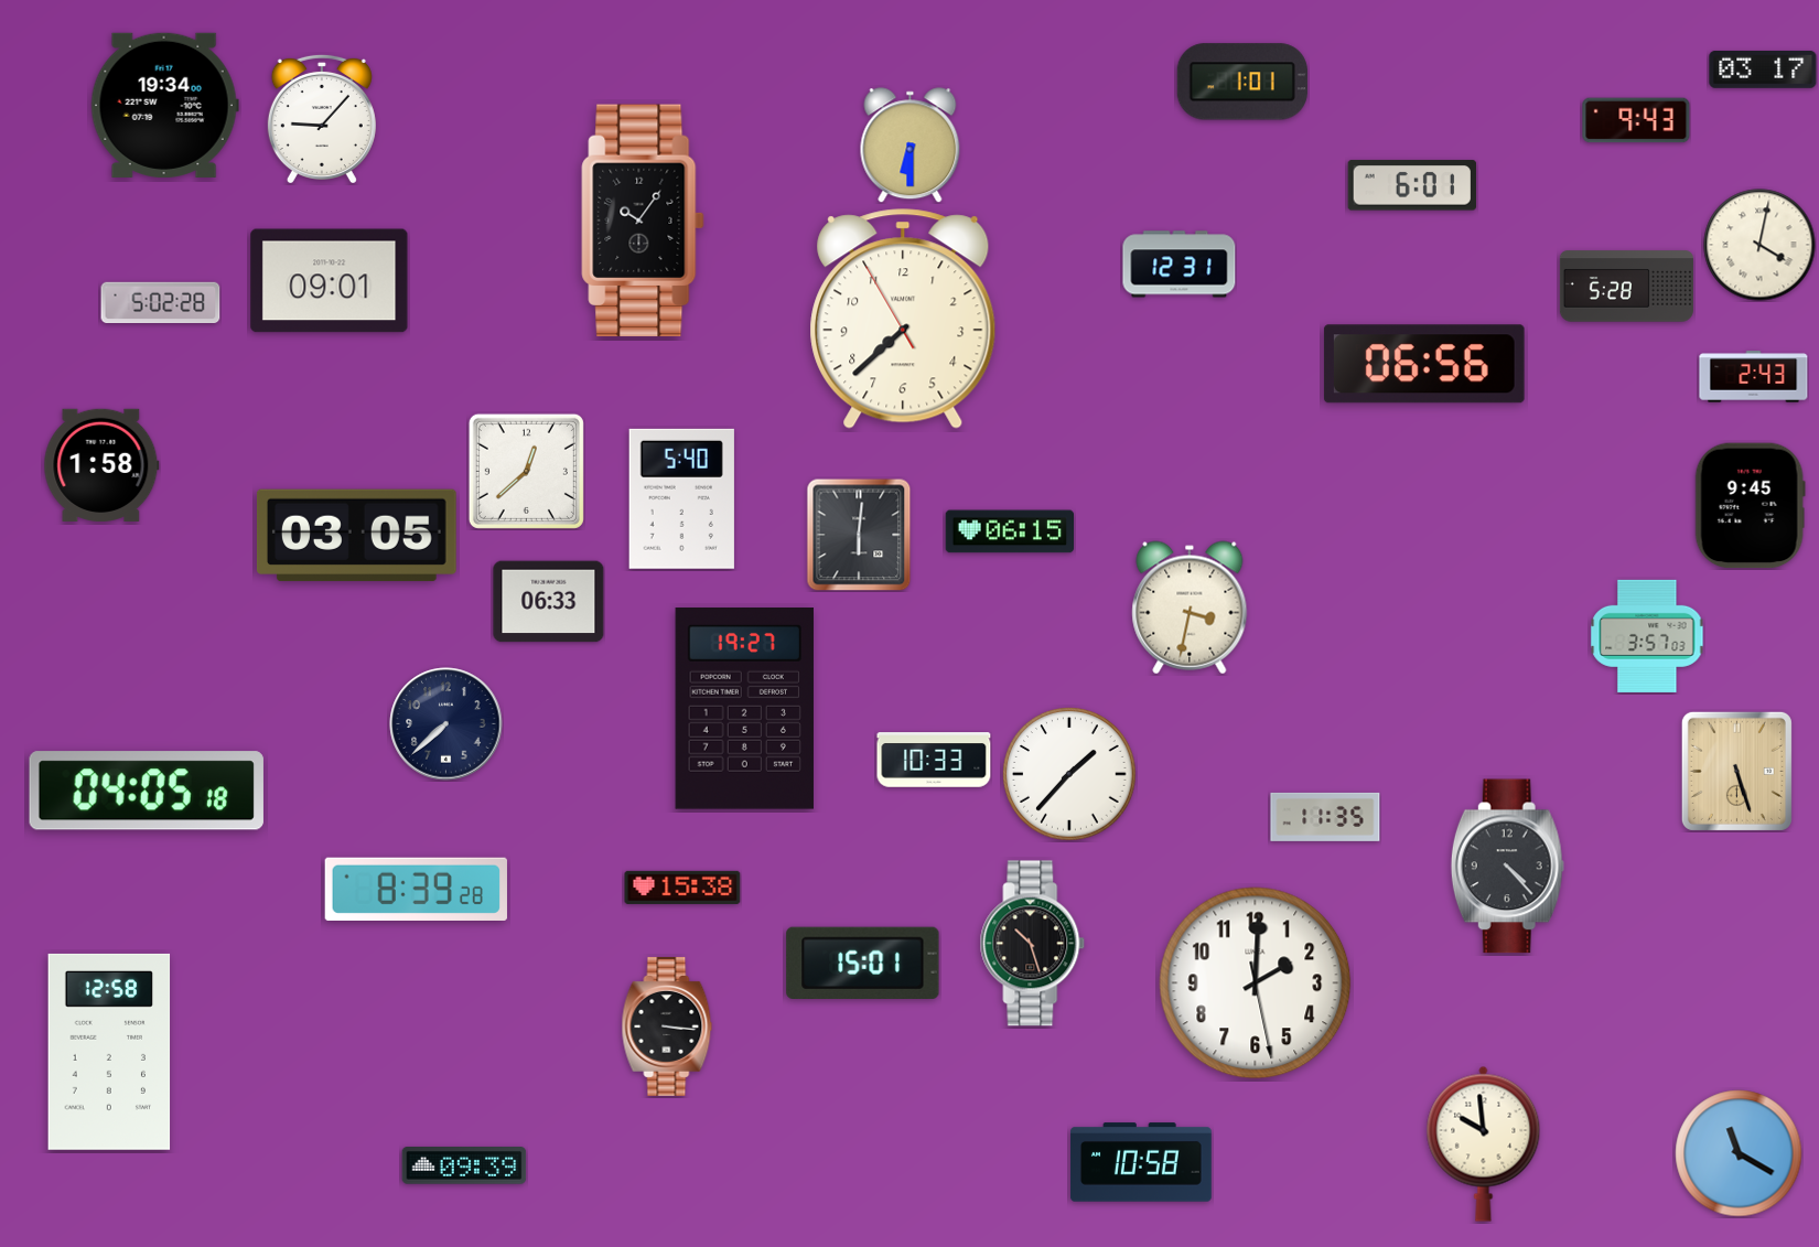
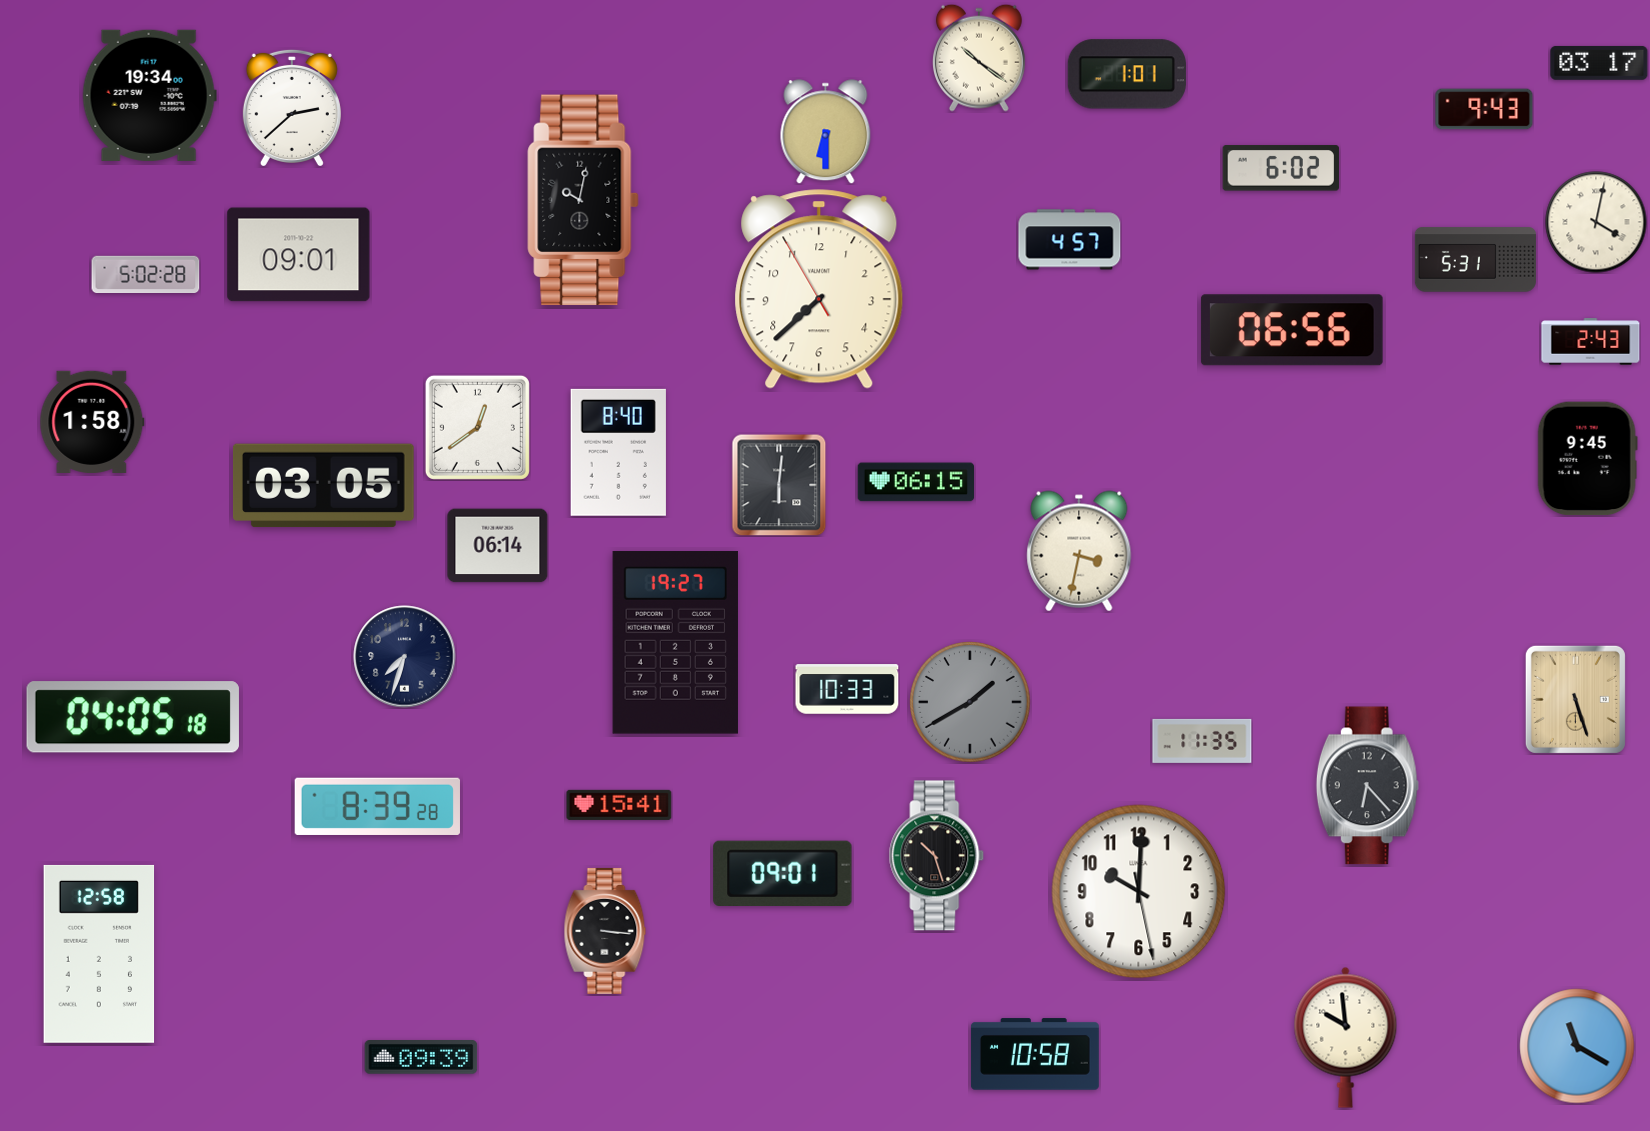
clock at (979, 58): none -> 10:21
clock at (322, 118): 9:07 -> 2:38
clock at (1412, 185): 6:01 -> 6:02
clock at (643, 221): 10:06 -> 10:02
clock at (1180, 265): 12:31 -> 4:57
clock at (1626, 287): 5:28 -> 5:31
clock at (526, 471): 12:38 -> 12:39
clock at (681, 498): 5:40 -> 8:40
clock at (549, 602): 06:33 -> 06:14
clock at (1647, 636): 3:57 -> none
clock at (446, 724): 7:38 -> 7:33
clock at (1069, 774): 1:37 -> 1:40
clock at (1069, 774) dial: white -> grey
clock at (1507, 867): 4:23 -> 6:23
clock at (682, 888): 15:38 -> 15:41
clock at (863, 963): 15:01 -> 09:01
clock at (1256, 983): 2:00 -> 10:00
